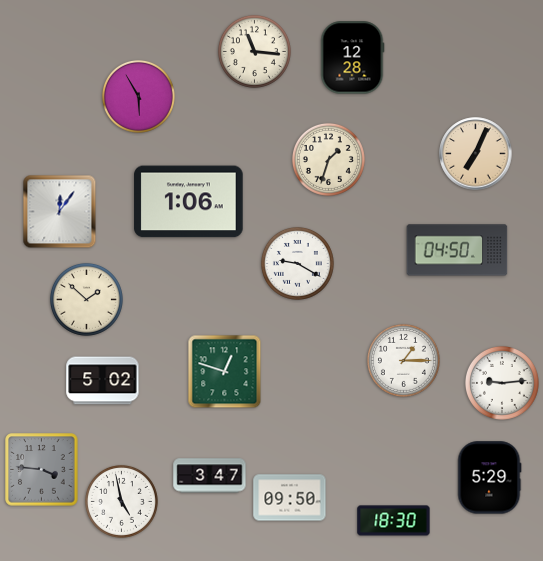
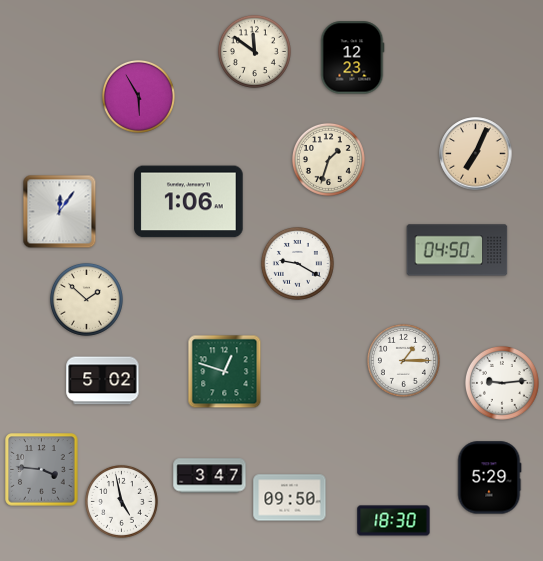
clock at (254, 51): 11:16 -> 11:51
clock at (352, 58): 12:28 -> 12:23
